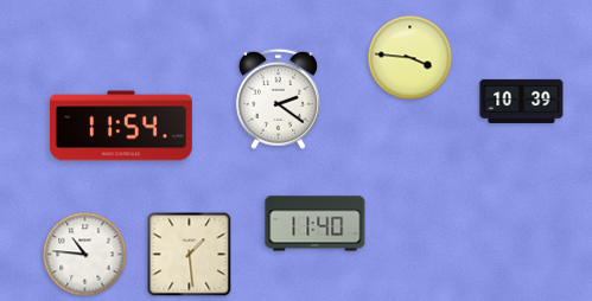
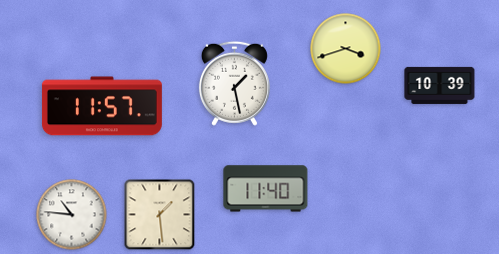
clock at (410, 58): 3:46 -> 3:42
clock at (278, 98): 2:21 -> 1:28
clock at (121, 126): 11:54 -> 11:57
